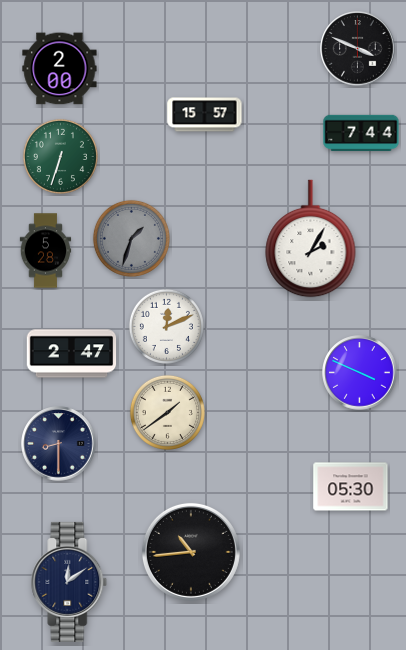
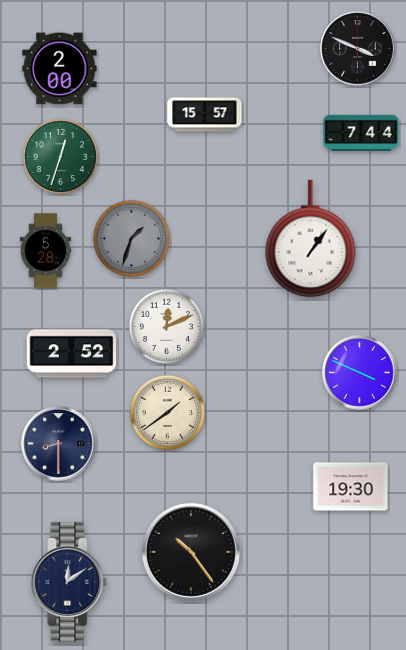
clock at (60, 156): 6:33 -> 12:33
clock at (311, 239): 2:05 -> 1:06
clock at (72, 354): 2:47 -> 2:52
clock at (351, 487): 05:30 -> 19:30
clock at (191, 552): 10:44 -> 10:24
